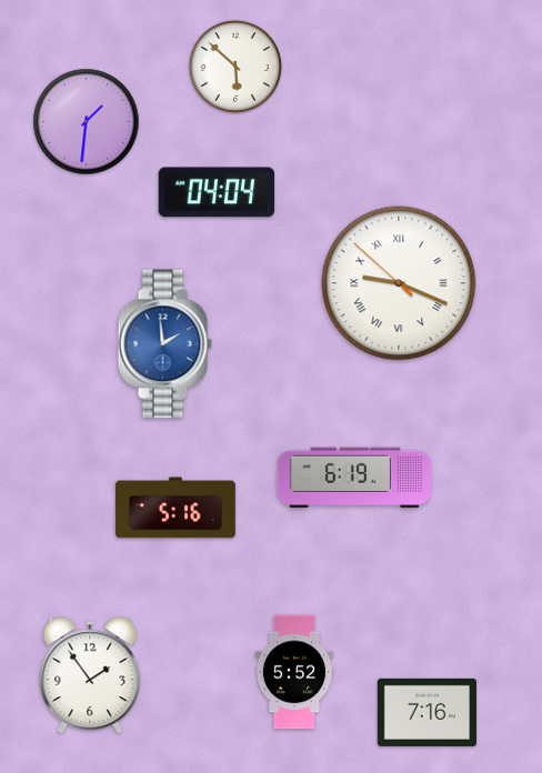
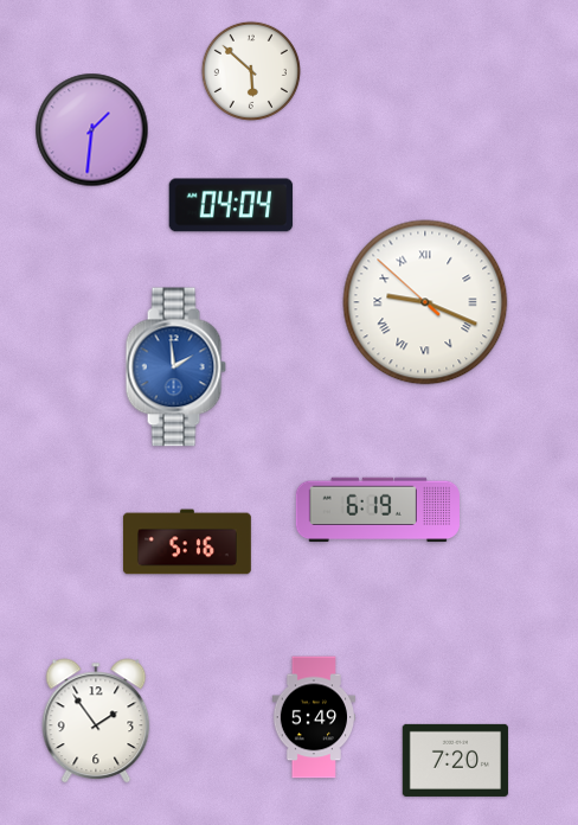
clock at (293, 672): 5:52 -> 5:49
clock at (426, 712): 7:16 -> 7:20
